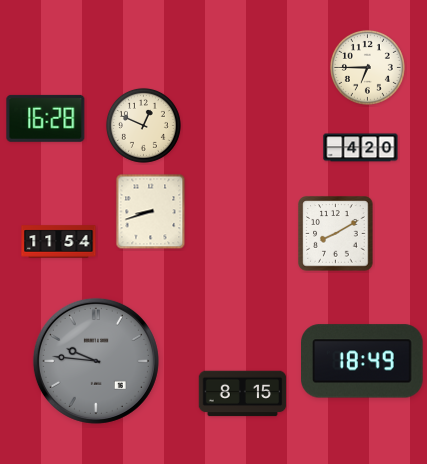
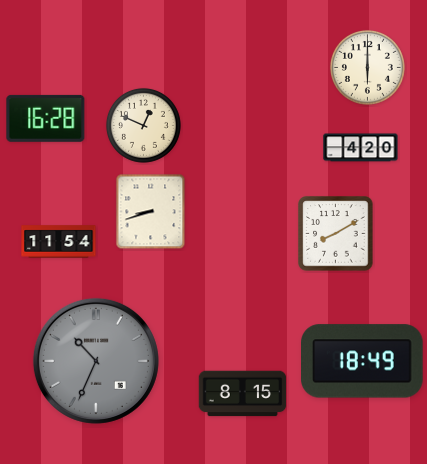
clock at (367, 67): 6:45 -> 6:00
clock at (96, 361): 9:46 -> 10:34
